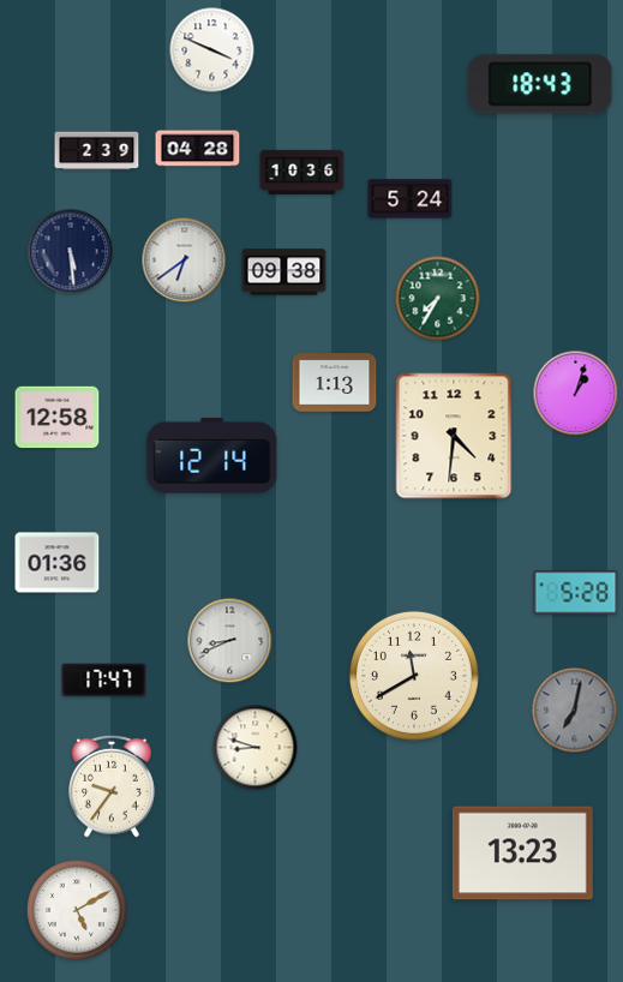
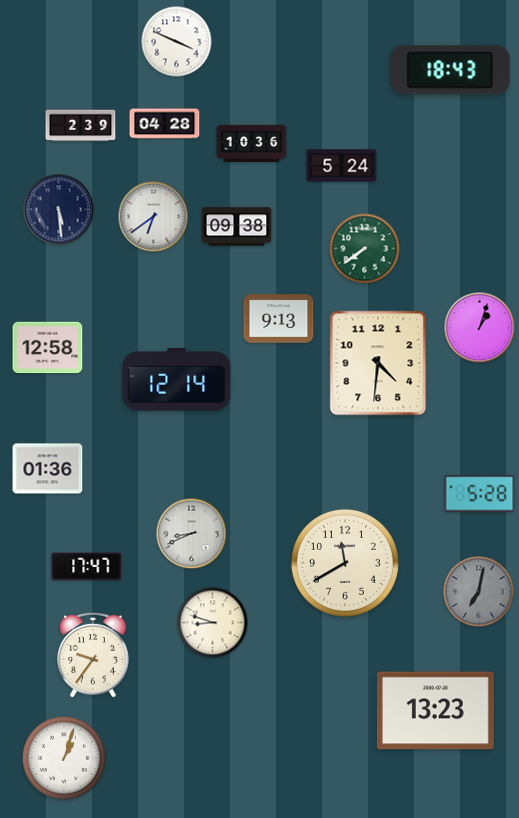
clock at (438, 299): 7:35 -> 7:39
clock at (335, 383): 1:13 -> 9:13
clock at (77, 910): 5:10 -> 1:03
